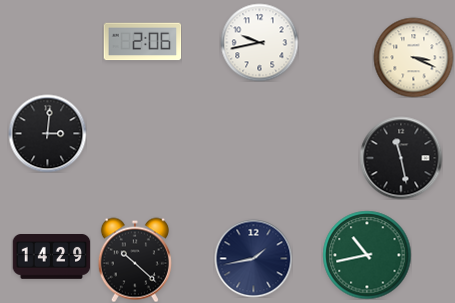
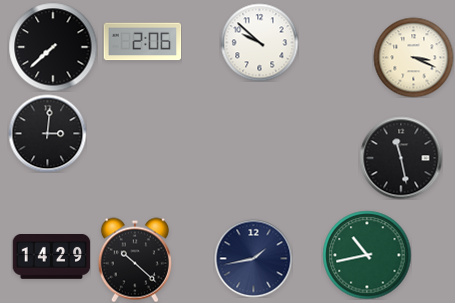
clock at (259, 42): 9:43 -> 9:52
clock at (53, 47): none -> 7:38
